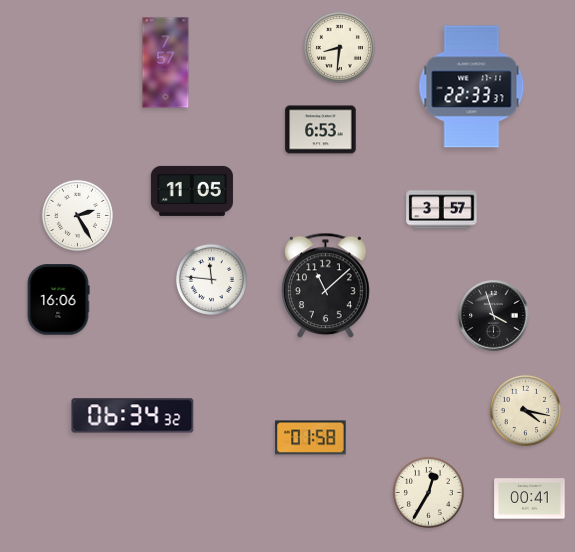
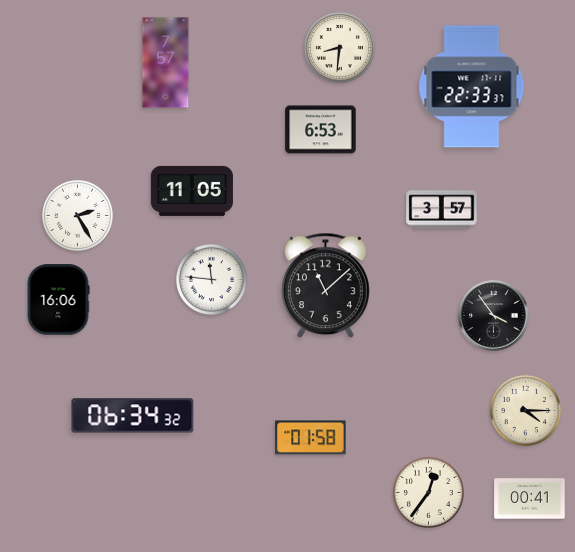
clock at (494, 316): 3:57 -> 3:54
clock at (525, 410): 4:17 -> 4:15
clock at (428, 492): 12:35 -> 12:36
